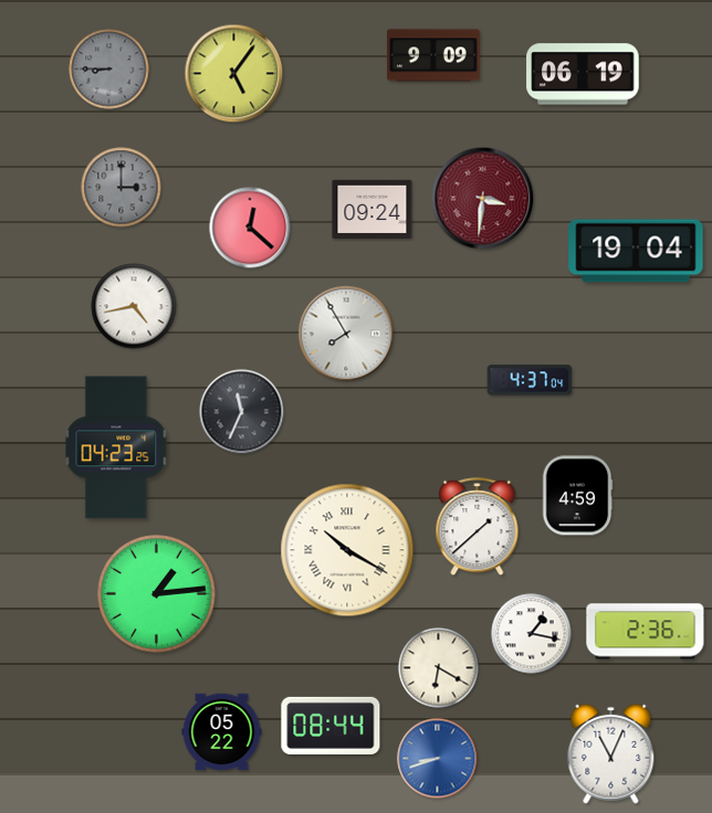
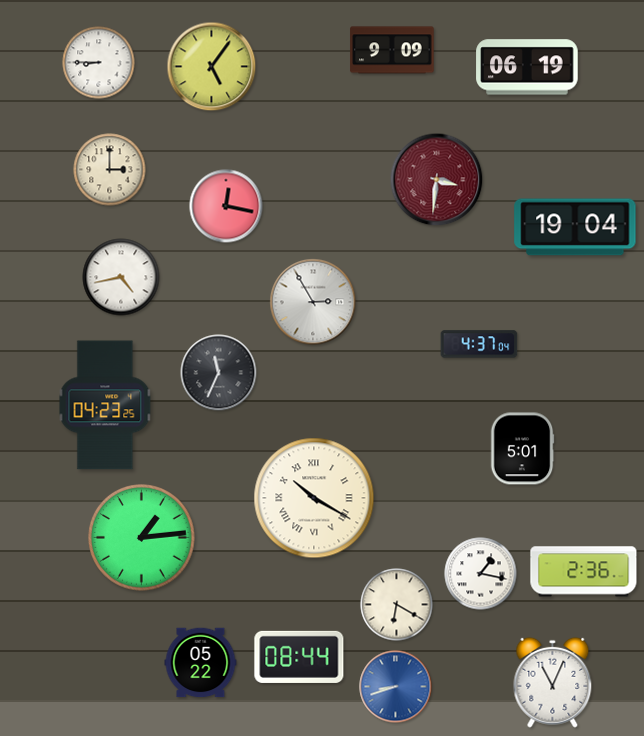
clock at (109, 70) dial: grey -> white
clock at (122, 188) dial: grey -> cream
clock at (373, 210): 09:24 -> none
clock at (250, 228): 12:22 -> 12:17
clock at (346, 334): 7:55 -> 2:55
clock at (577, 496): 4:59 -> 5:01
clock at (478, 527): 1:38 -> none
